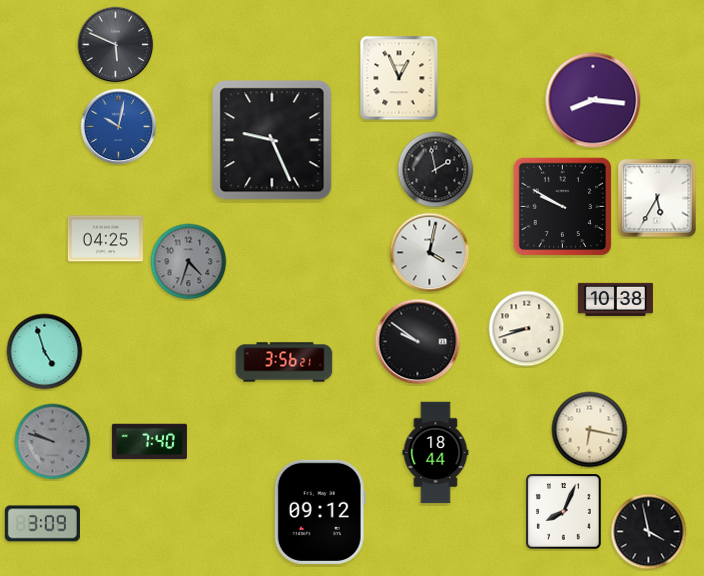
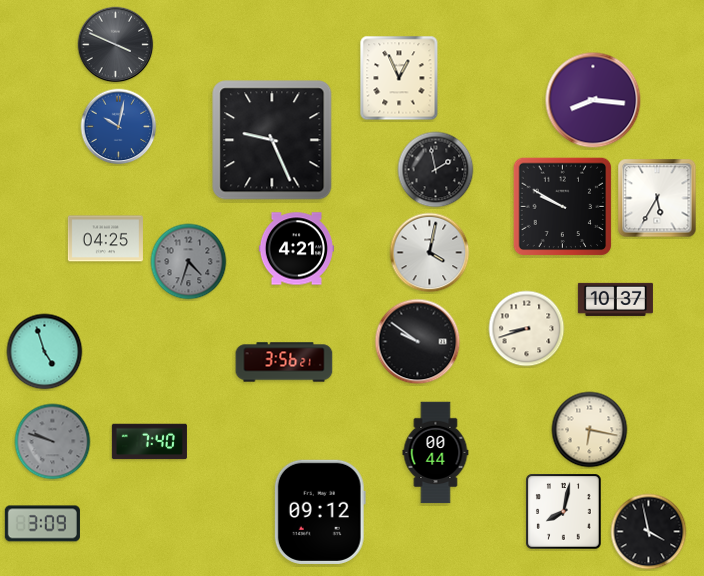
clock at (116, 45): 5:49 -> 3:49
clock at (296, 249): none -> 4:21
clock at (615, 299): 10:38 -> 10:37
clock at (436, 453): 18:44 -> 00:44
clock at (564, 512): 8:04 -> 8:02
